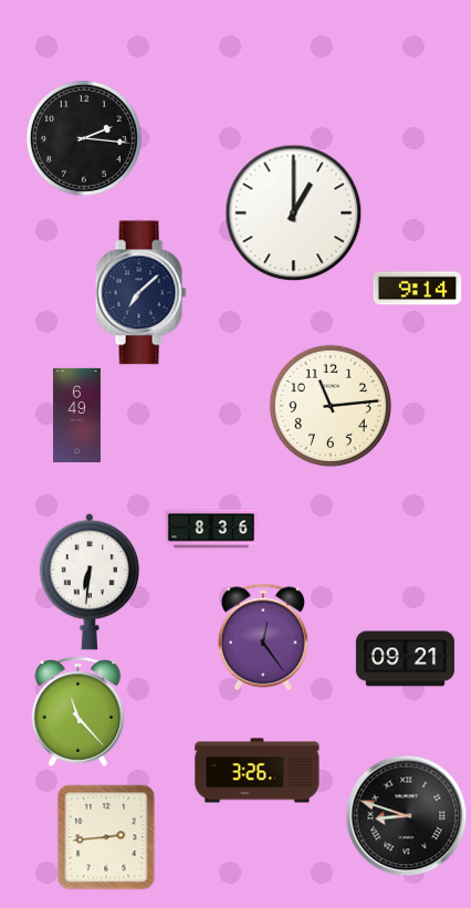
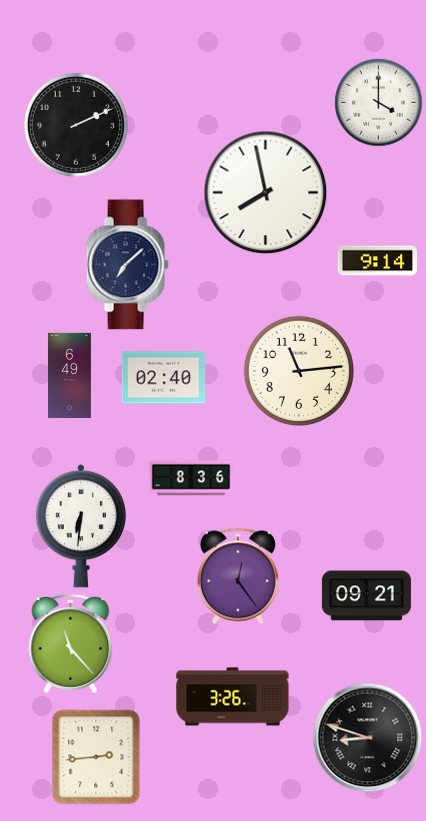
clock at (378, 102): none -> 4:00
clock at (84, 138): 2:16 -> 2:11
clock at (293, 212): 1:00 -> 7:58
clock at (331, 406) position: (331, 406) -> (299, 371)
clock at (163, 378): none -> 02:40
